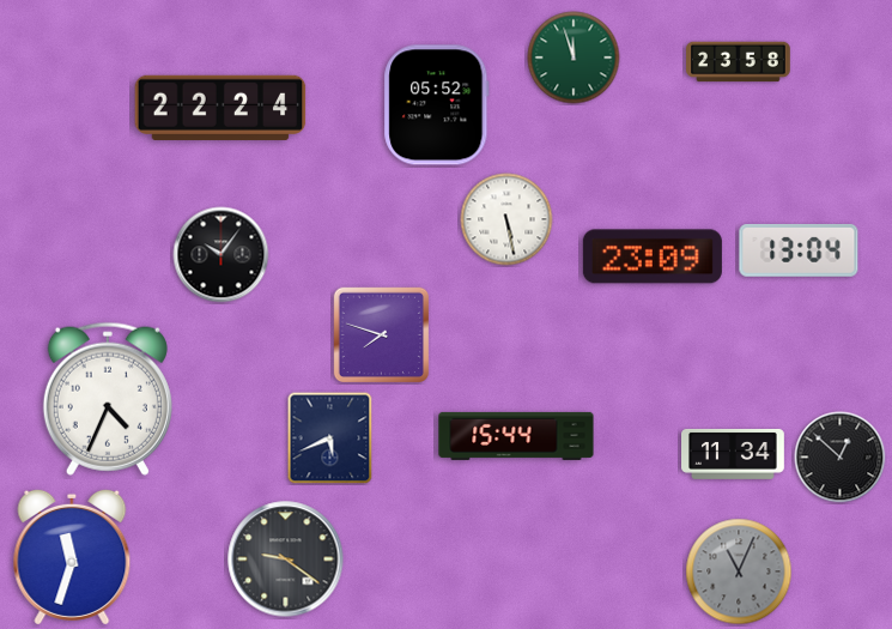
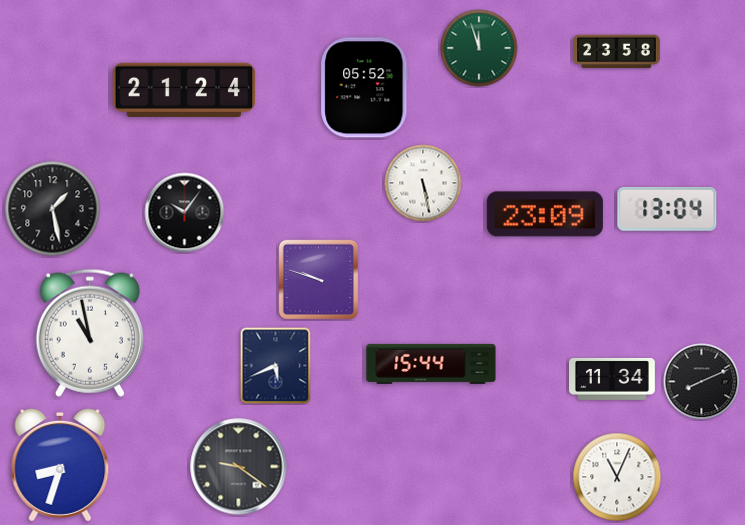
clock at (220, 108): 22:24 -> 21:24
clock at (53, 209): none -> 1:28
clock at (382, 335): 7:48 -> 9:48
clock at (108, 399): 4:34 -> 10:58
clock at (841, 458): 12:52 -> 8:11
clock at (72, 557): 11:33 -> 8:33
clock at (739, 571) dial: grey -> white
